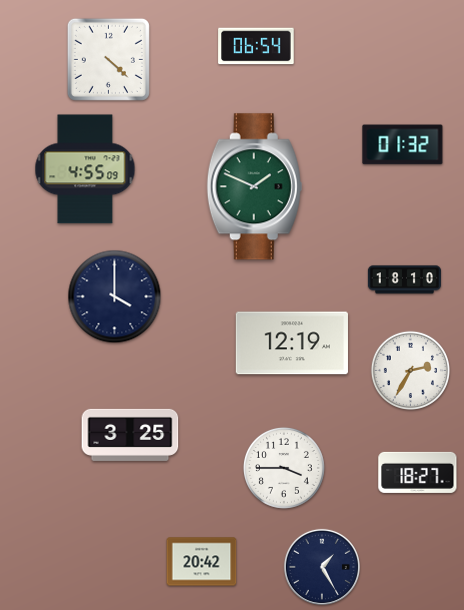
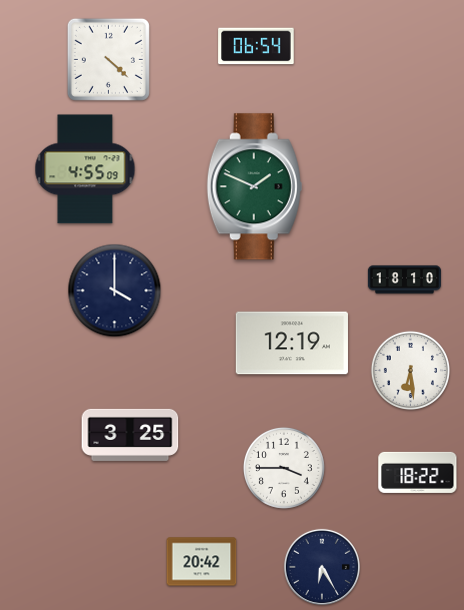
clock at (403, 145): 01:32 -> none
clock at (115, 297) position: (115, 297) -> (115, 291)
clock at (410, 370): 2:35 -> 6:29
clock at (418, 472): 18:27 -> 18:22
clock at (322, 567): 1:25 -> 6:25
